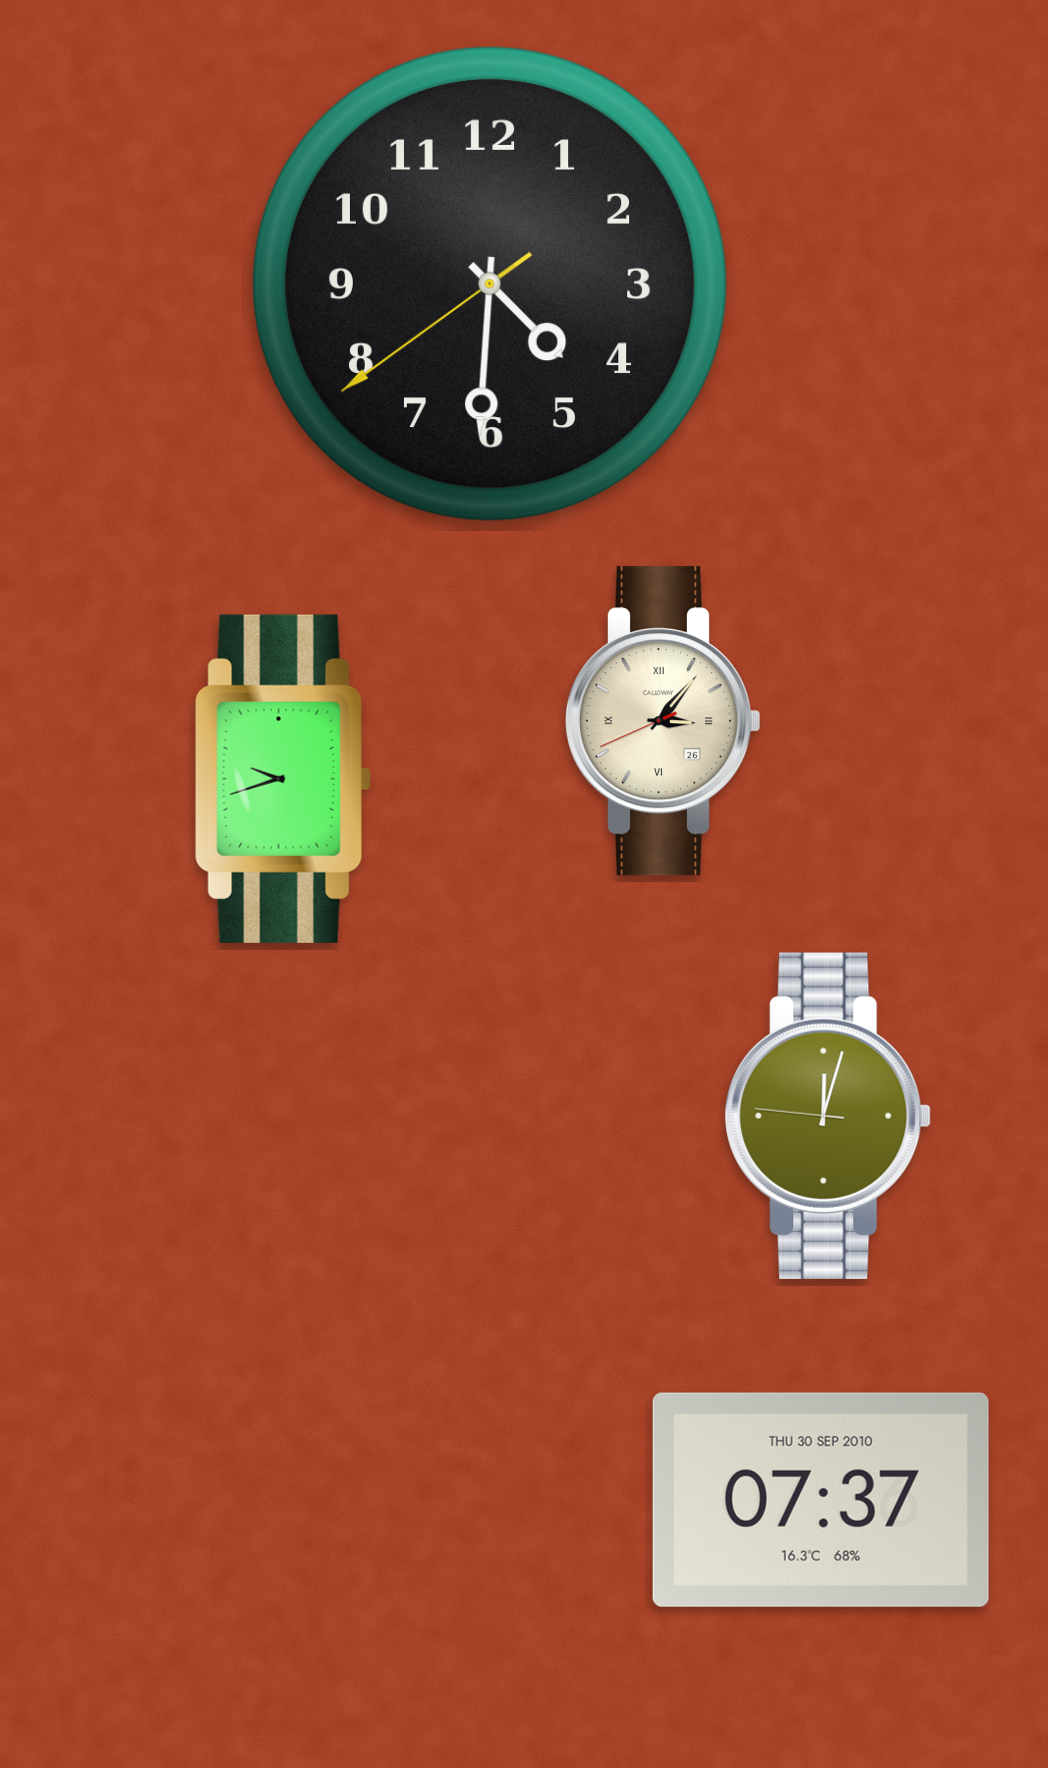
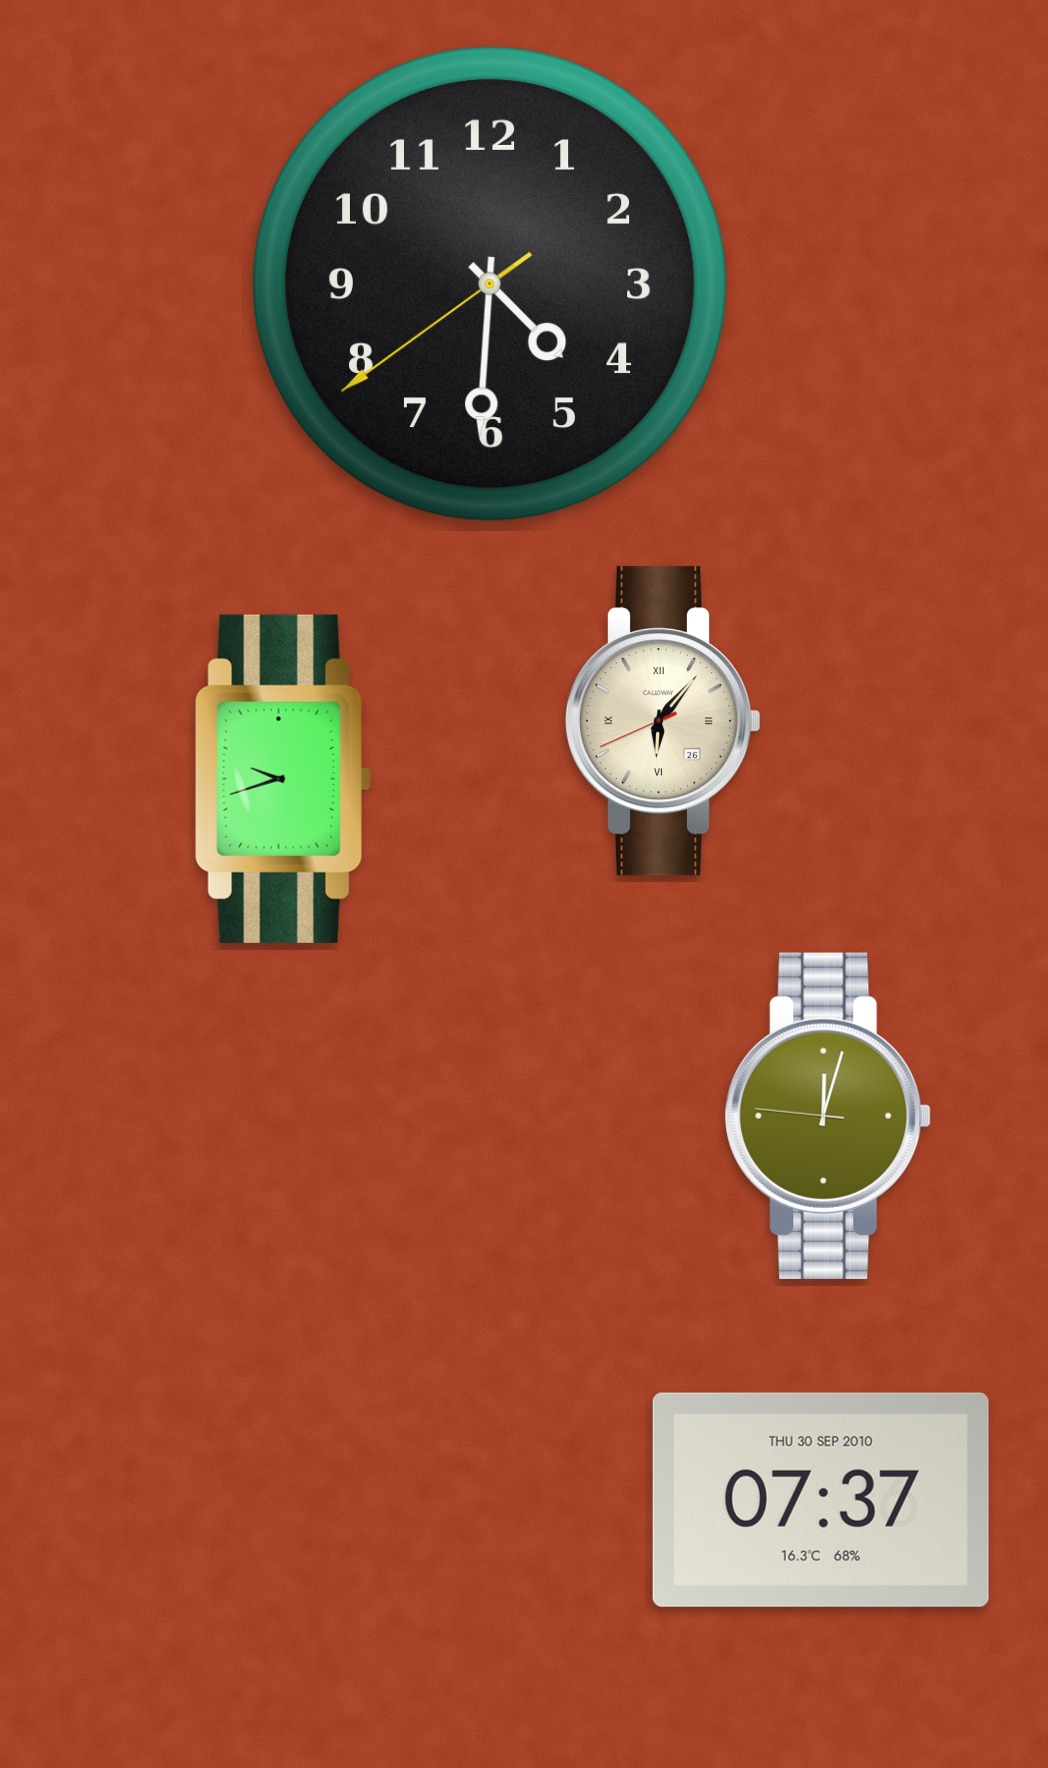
clock at (663, 721): 3:06 -> 6:06
